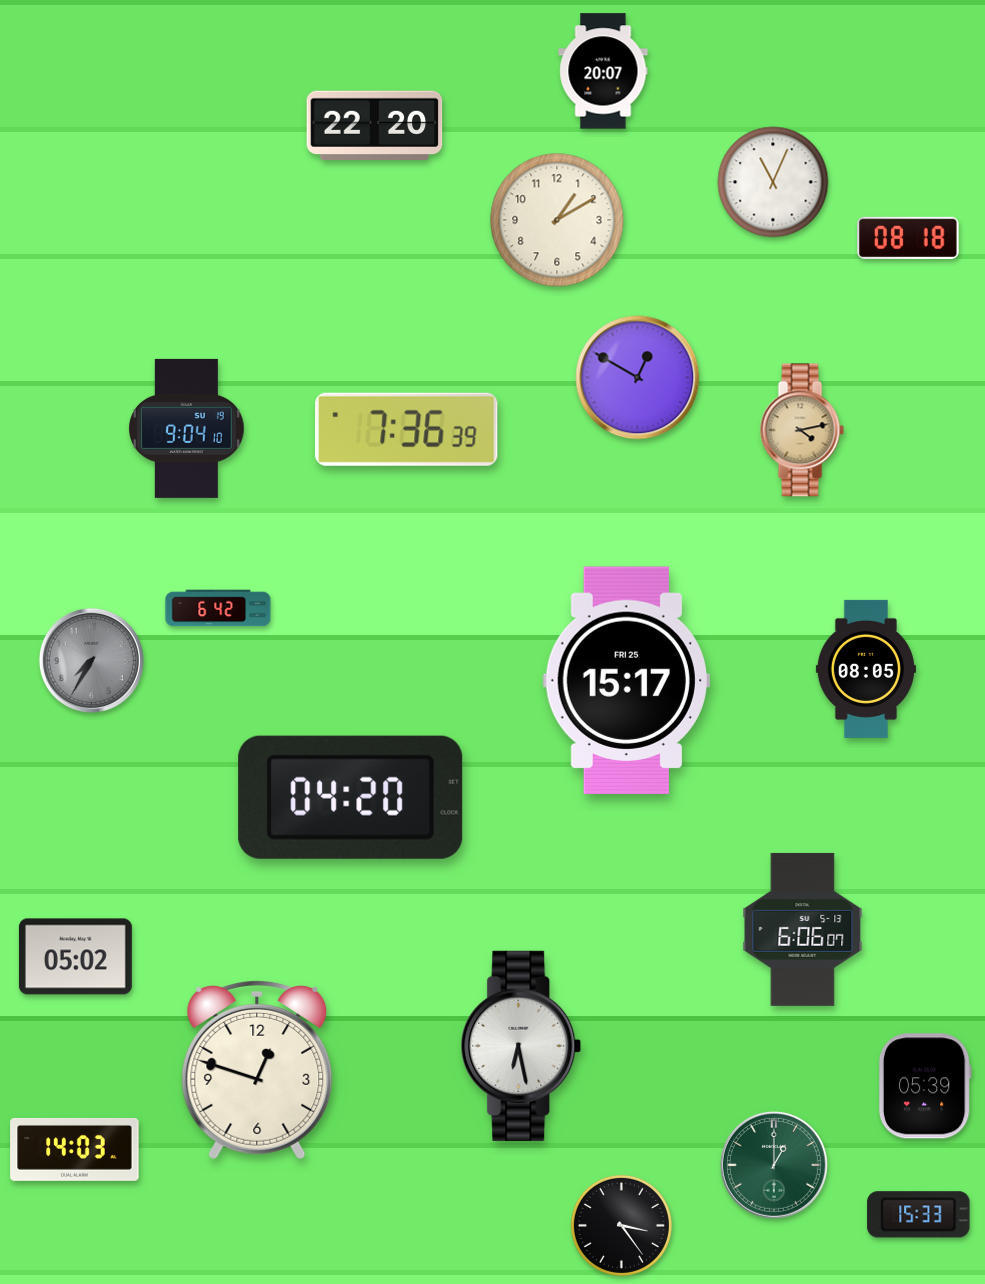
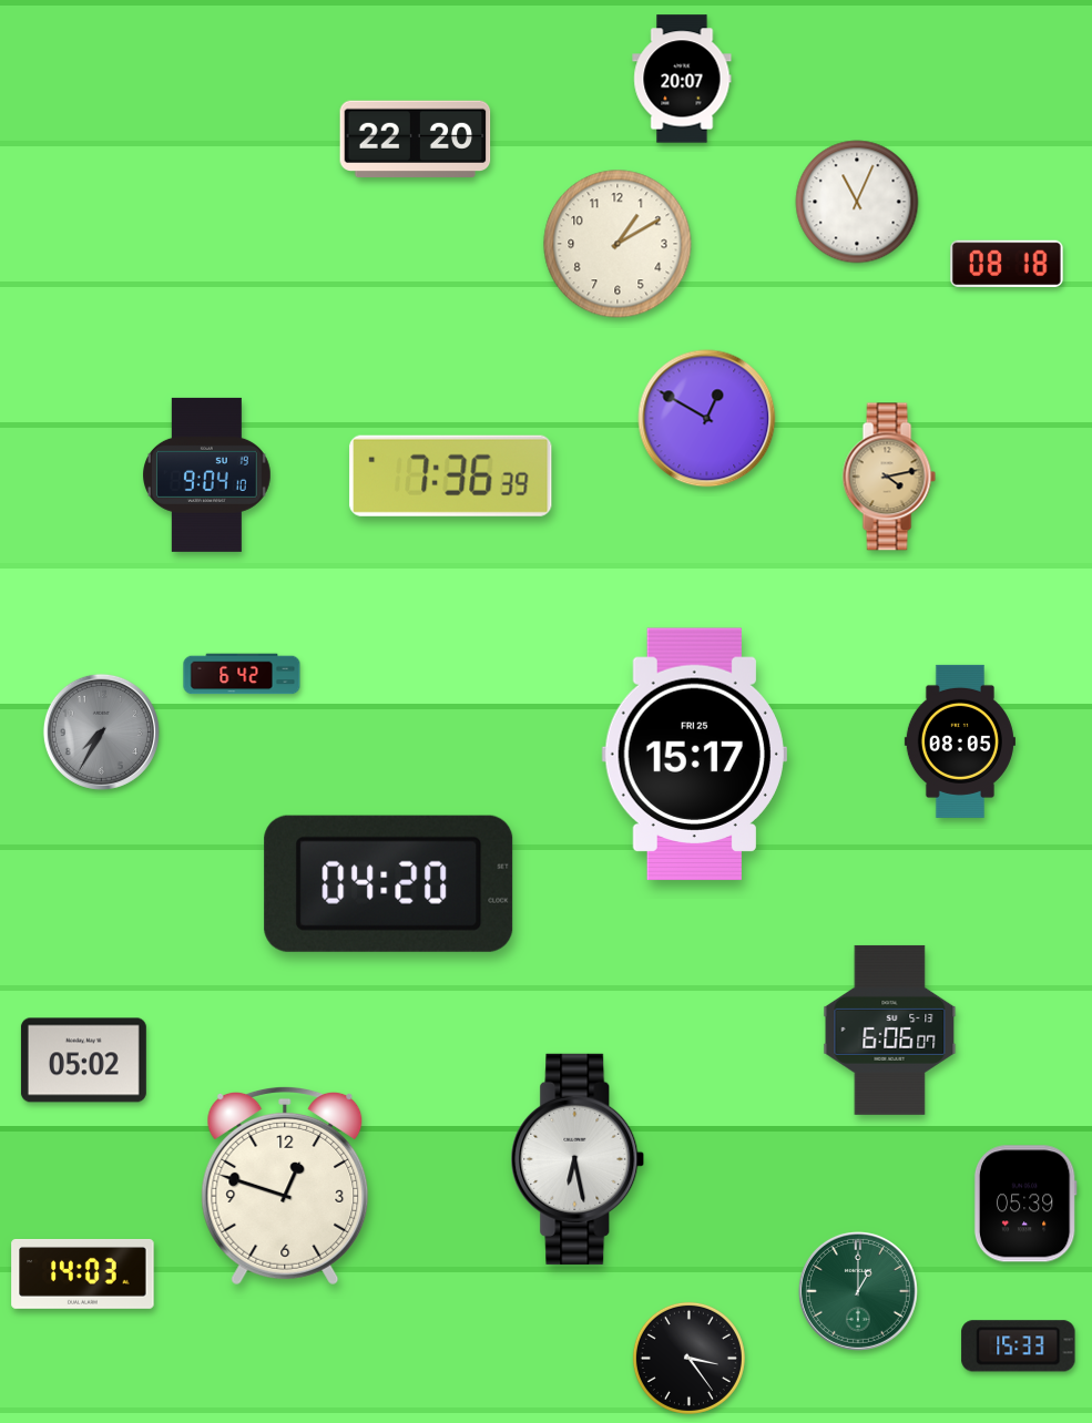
clock at (603, 71) position: (603, 71) -> (682, 79)
